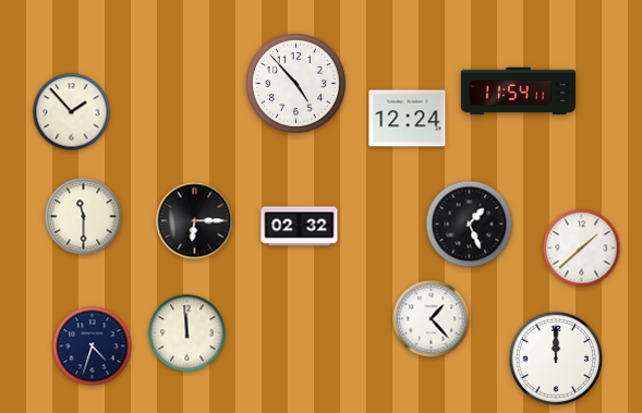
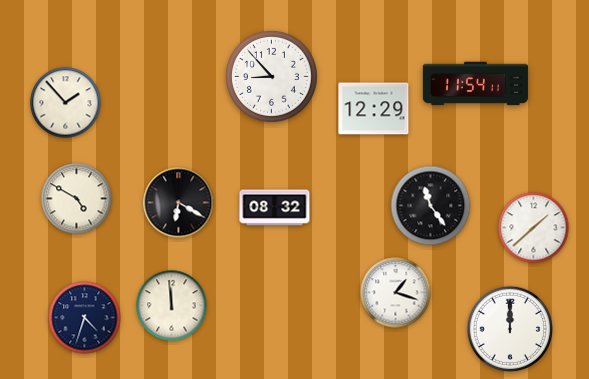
clock at (296, 84): 4:53 -> 8:53
clock at (408, 119): 12:24 -> 12:29
clock at (84, 217): 11:30 -> 4:50
clock at (195, 221): 6:15 -> 6:20
clock at (470, 224): 1:26 -> 11:24
clock at (300, 227): 02:32 -> 08:32
clock at (432, 319): 1:23 -> 1:18
